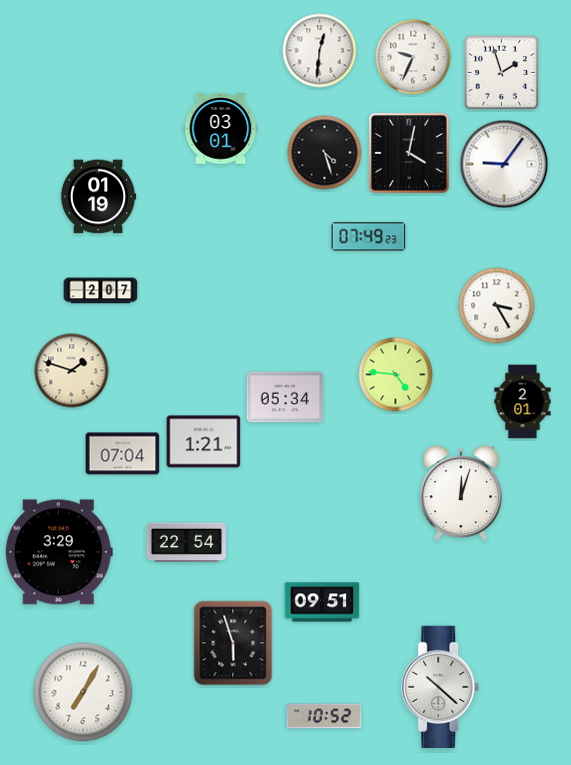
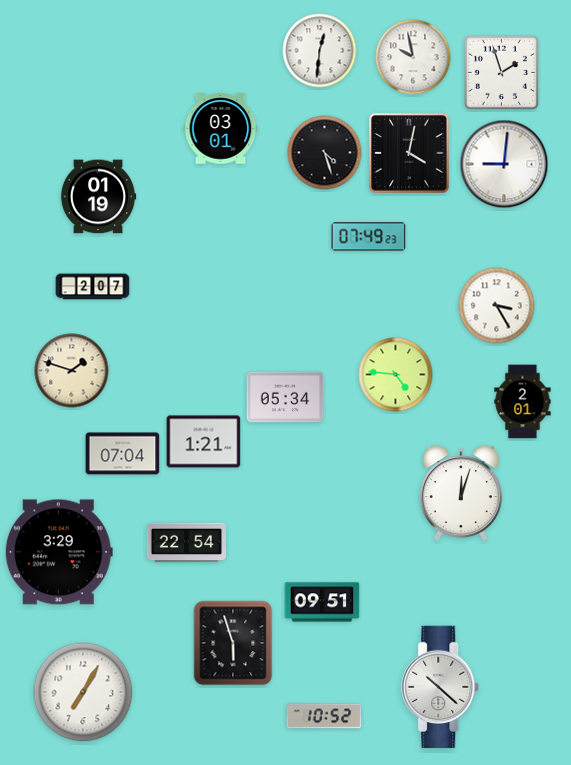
clock at (413, 57): 9:34 -> 9:58
clock at (504, 164): 9:06 -> 9:01
clock at (101, 291) position: (101, 291) -> (93, 287)
